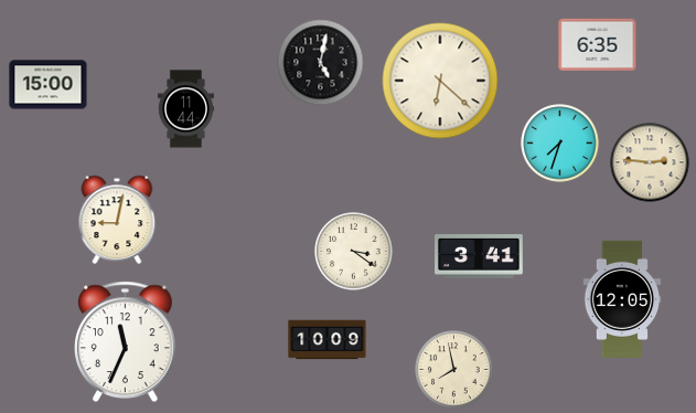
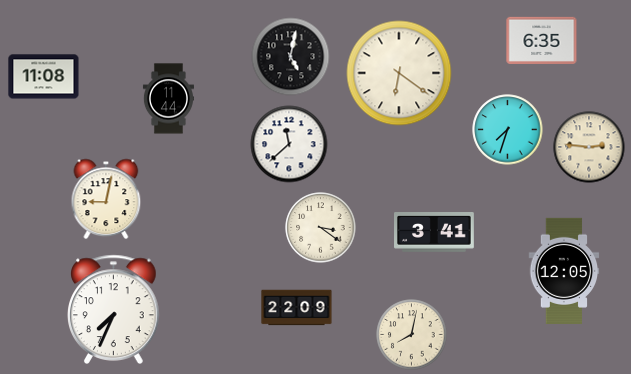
clock at (440, 81): 6:22 -> 6:21
clock at (49, 85): 15:00 -> 11:08
clock at (289, 144): none -> 11:38
clock at (328, 340): 10:09 -> 22:09
clock at (126, 341): 11:34 -> 7:34
clock at (454, 370): 7:58 -> 8:02
